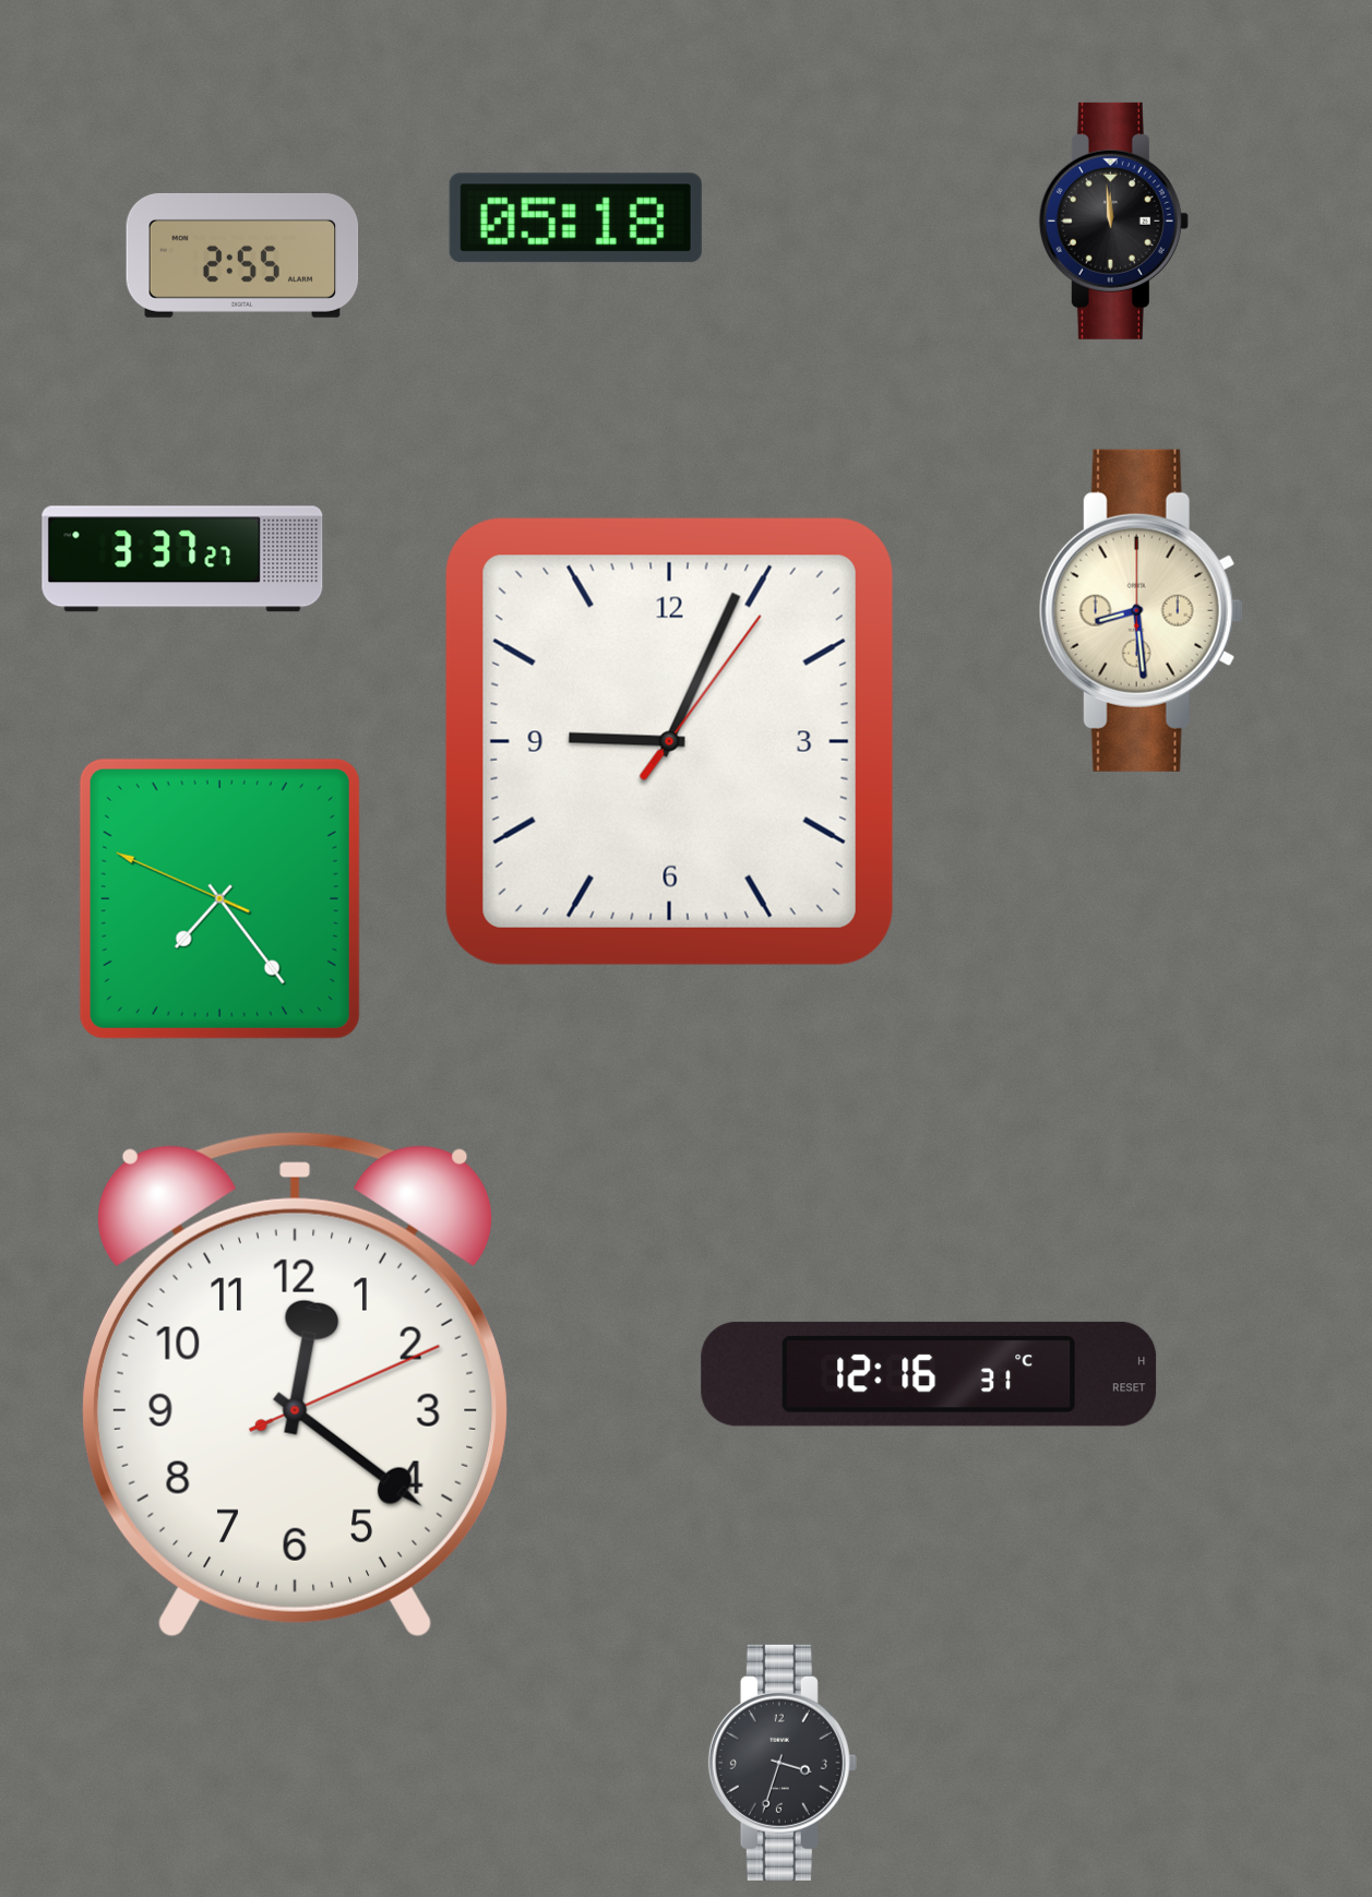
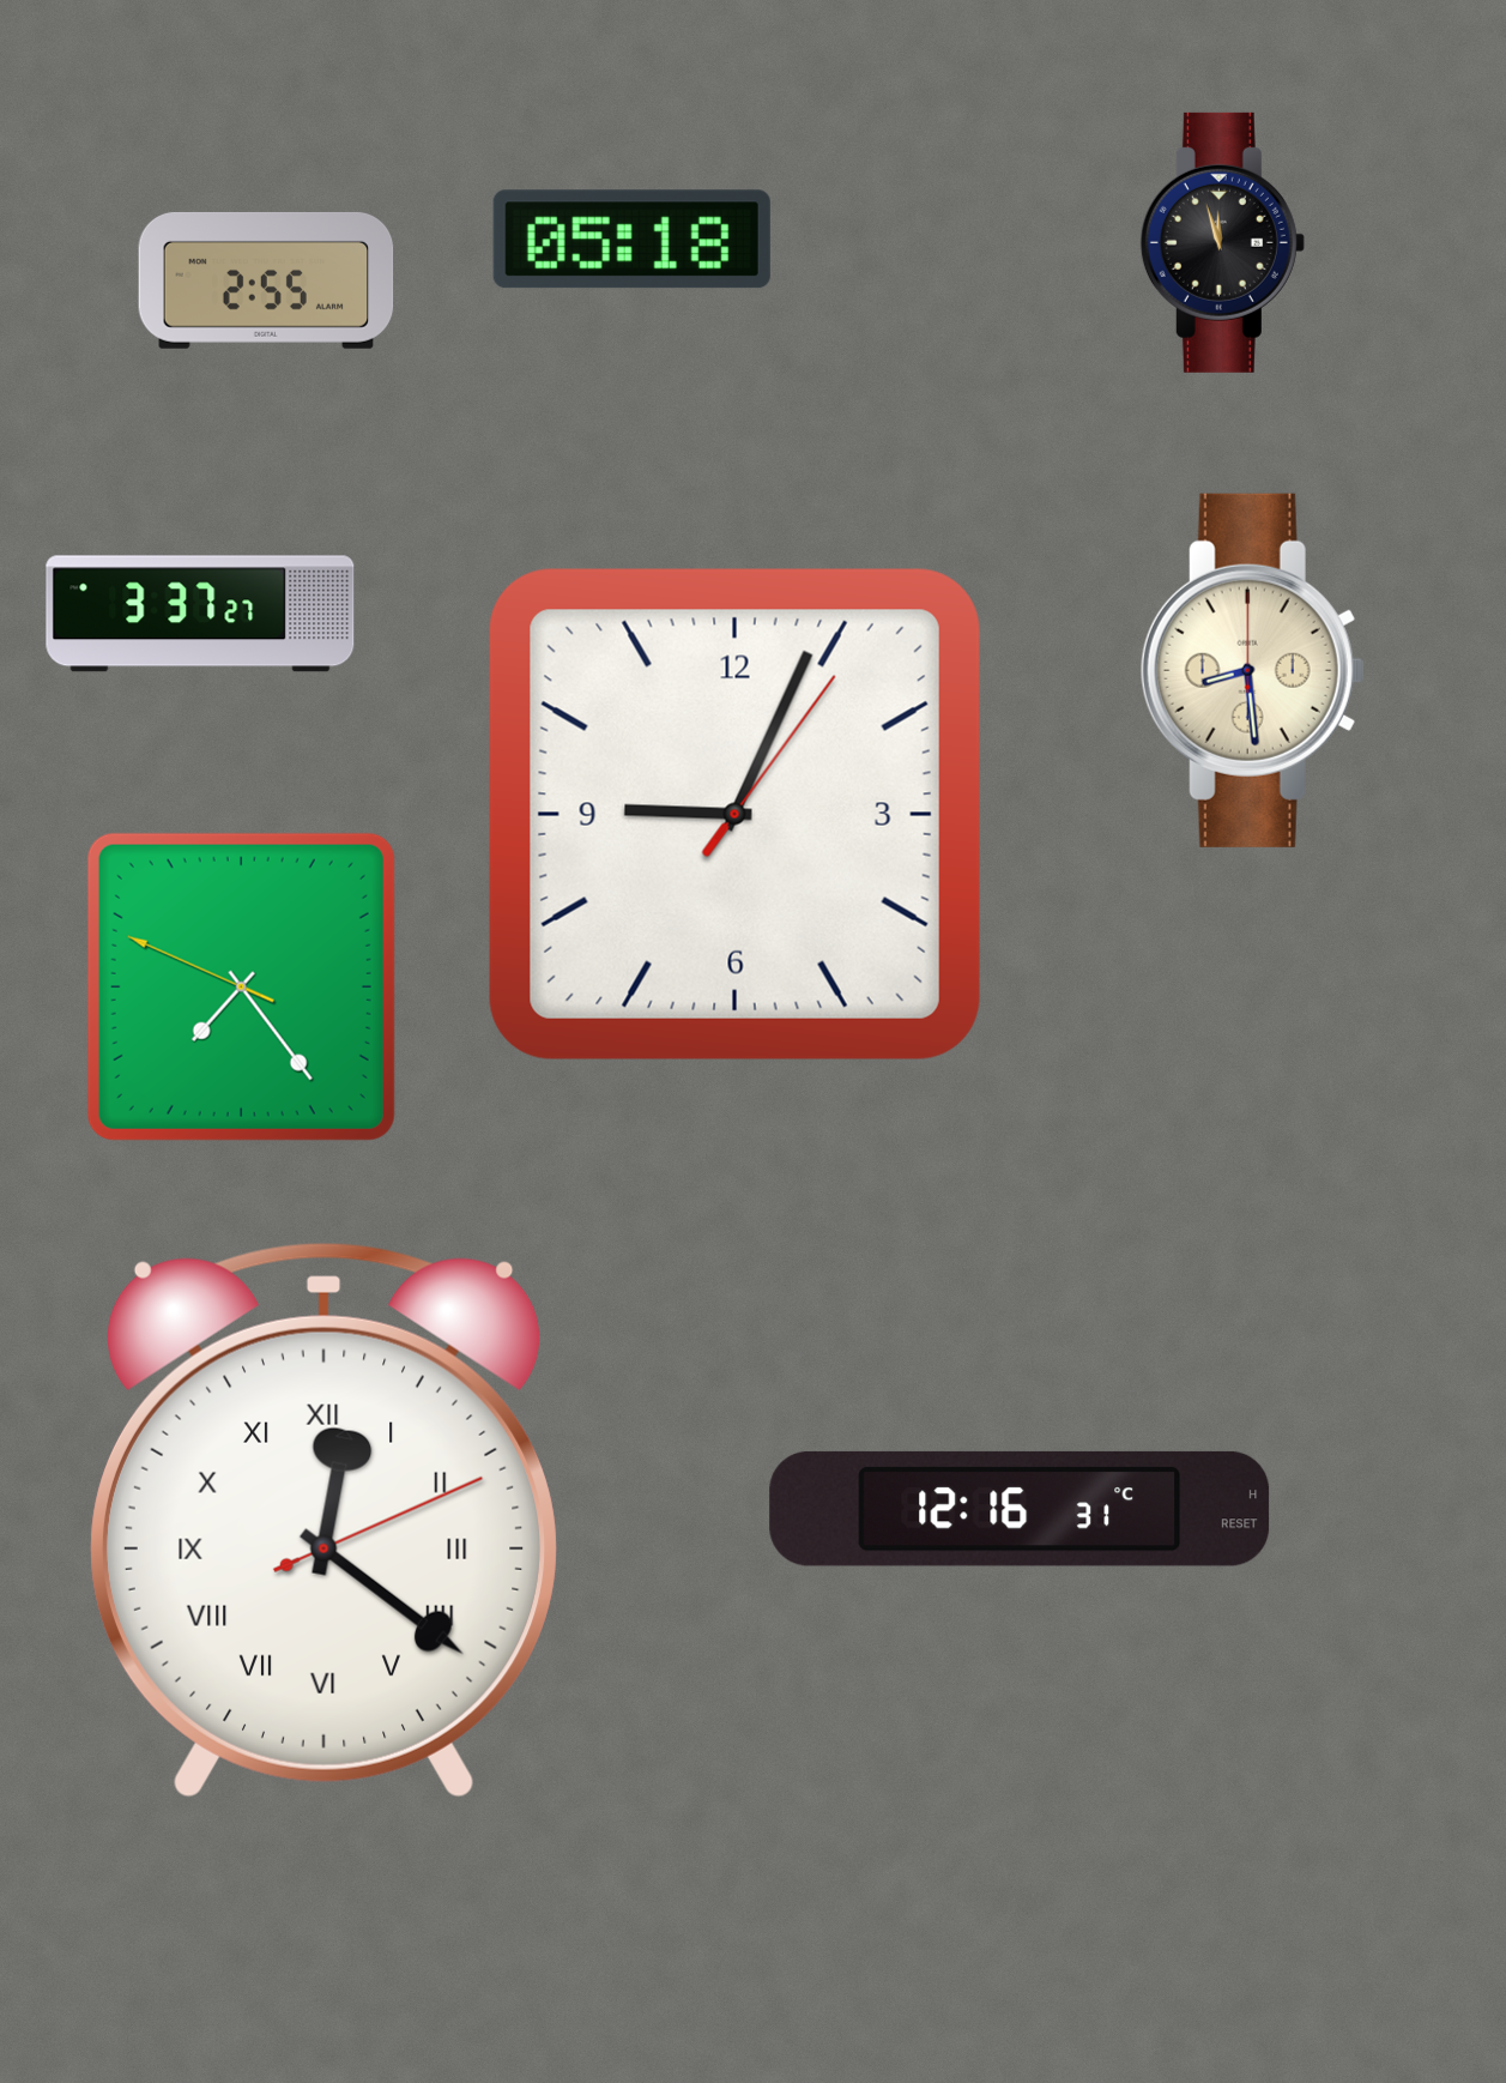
clock at (1113, 220): 11:59 -> 11:57
clock at (295, 1385) numerals: Arabic -> Roman
clock at (783, 1763): 3:33 -> none
